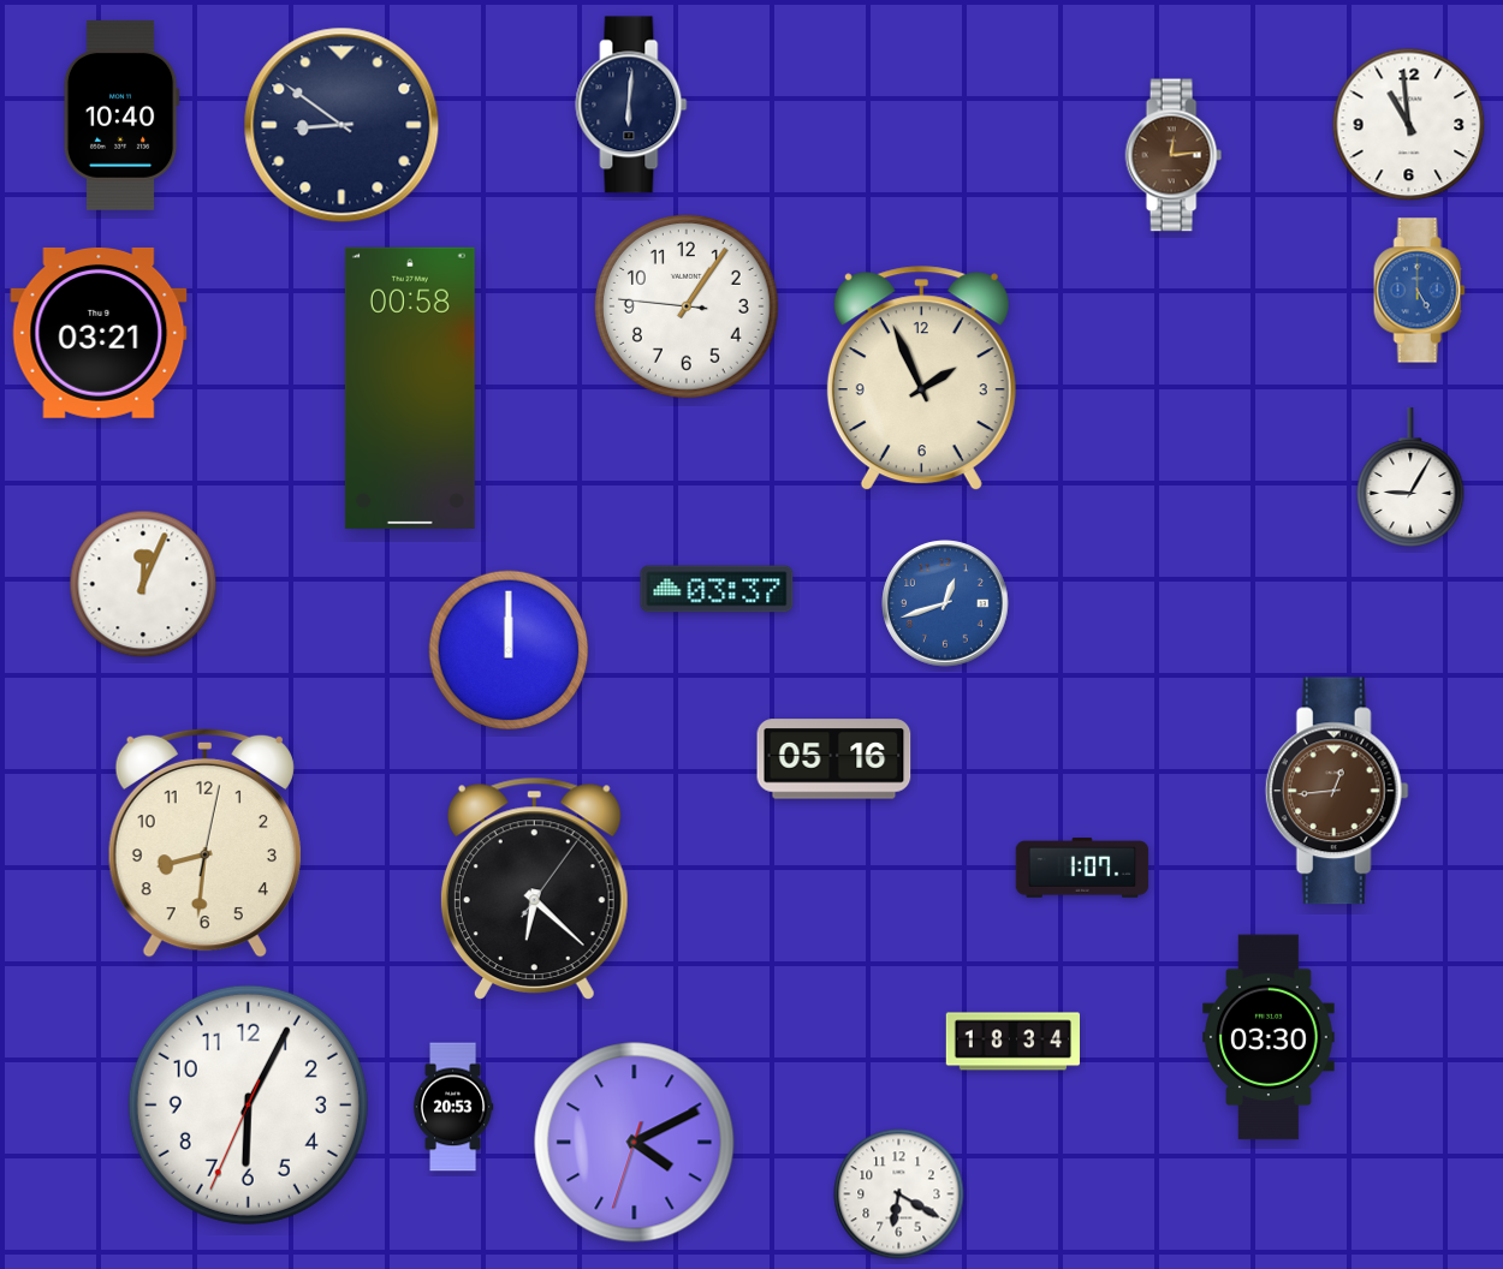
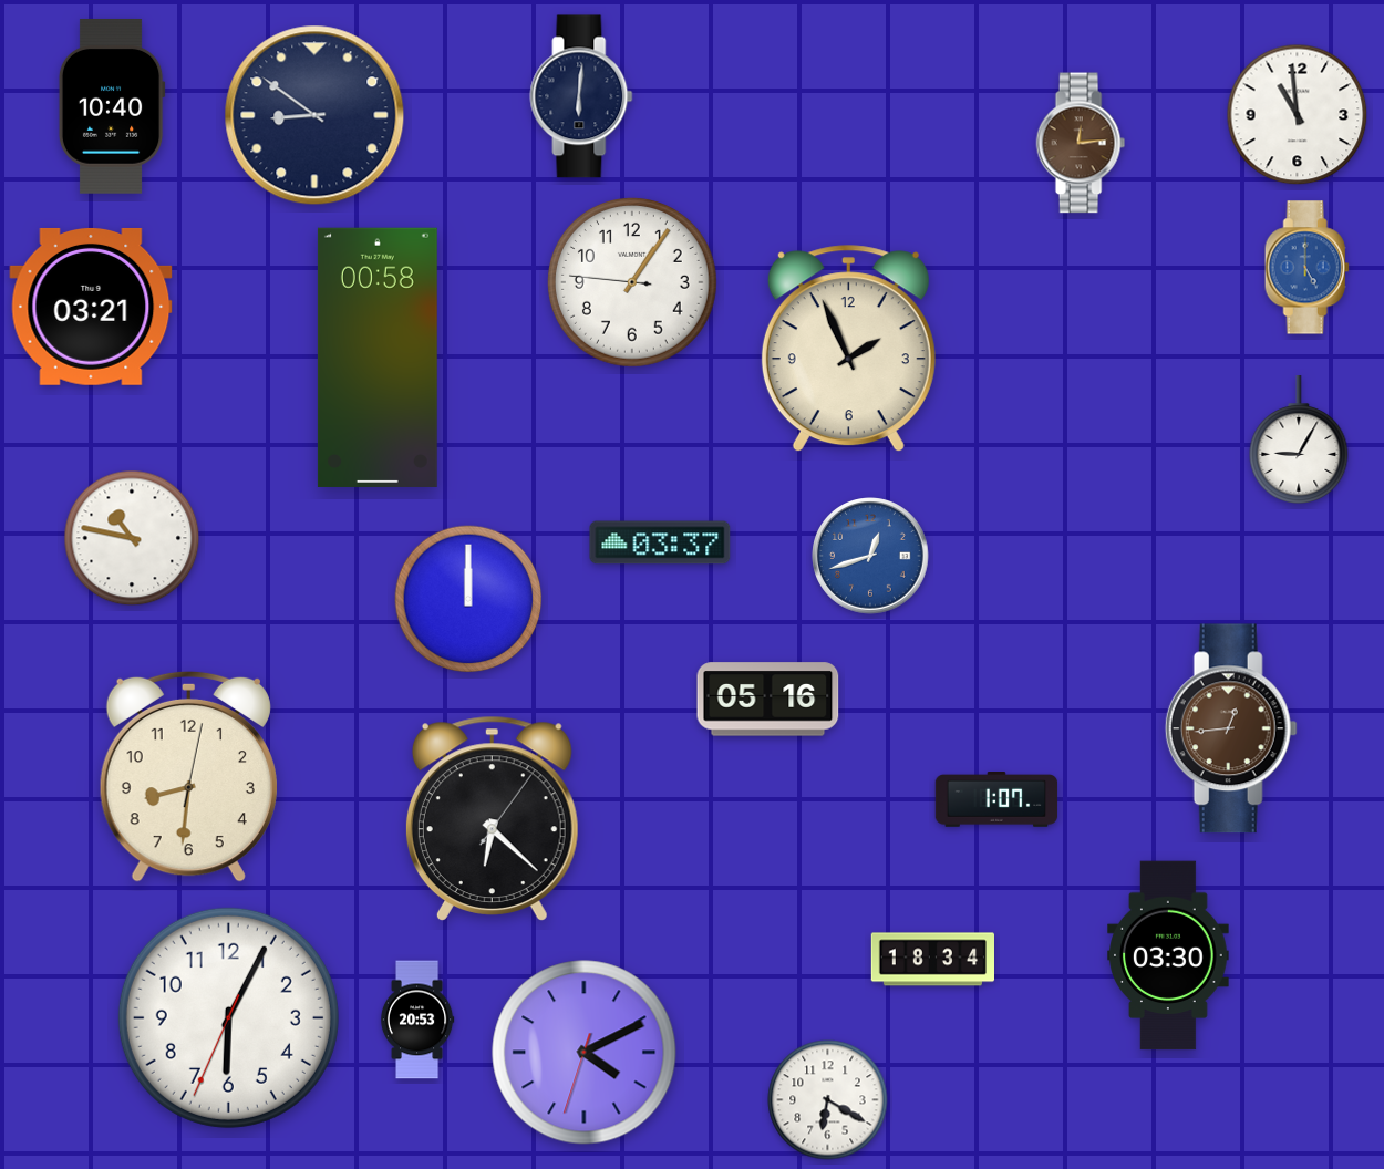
clock at (143, 584): 12:04 -> 10:47
